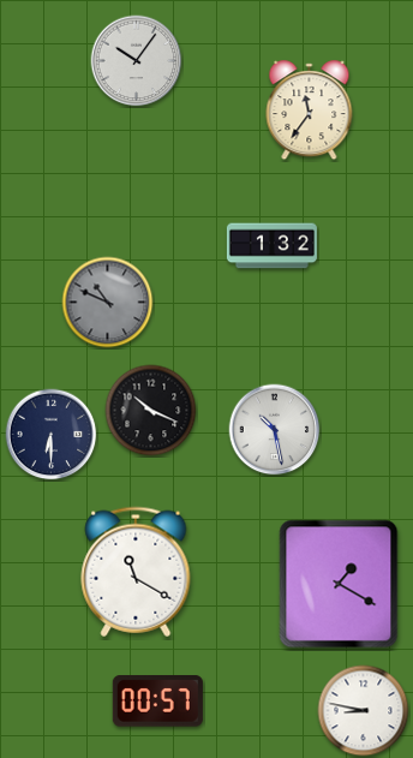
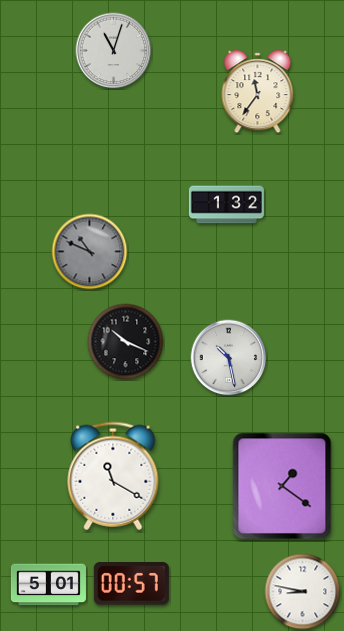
clock at (137, 61): 10:06 -> 11:03
clock at (52, 435): 6:30 -> none
clock at (339, 584): 1:20 -> 1:21
clock at (48, 585): none -> 5:01
